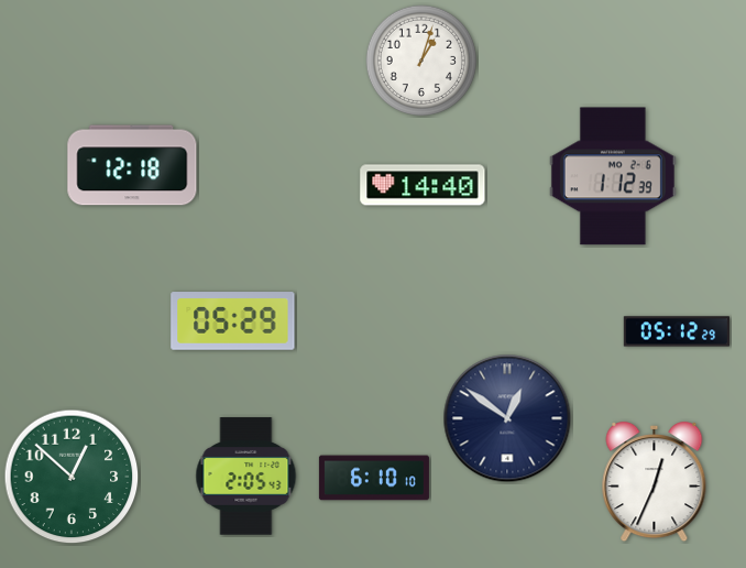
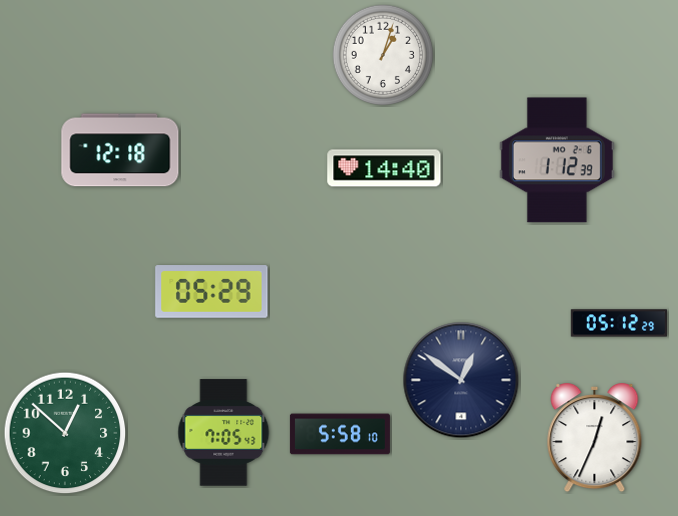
clock at (676, 331) position: (676, 331) -> (618, 323)
clock at (246, 477): 2:05 -> 7:05
clock at (374, 478): 6:10 -> 5:58
